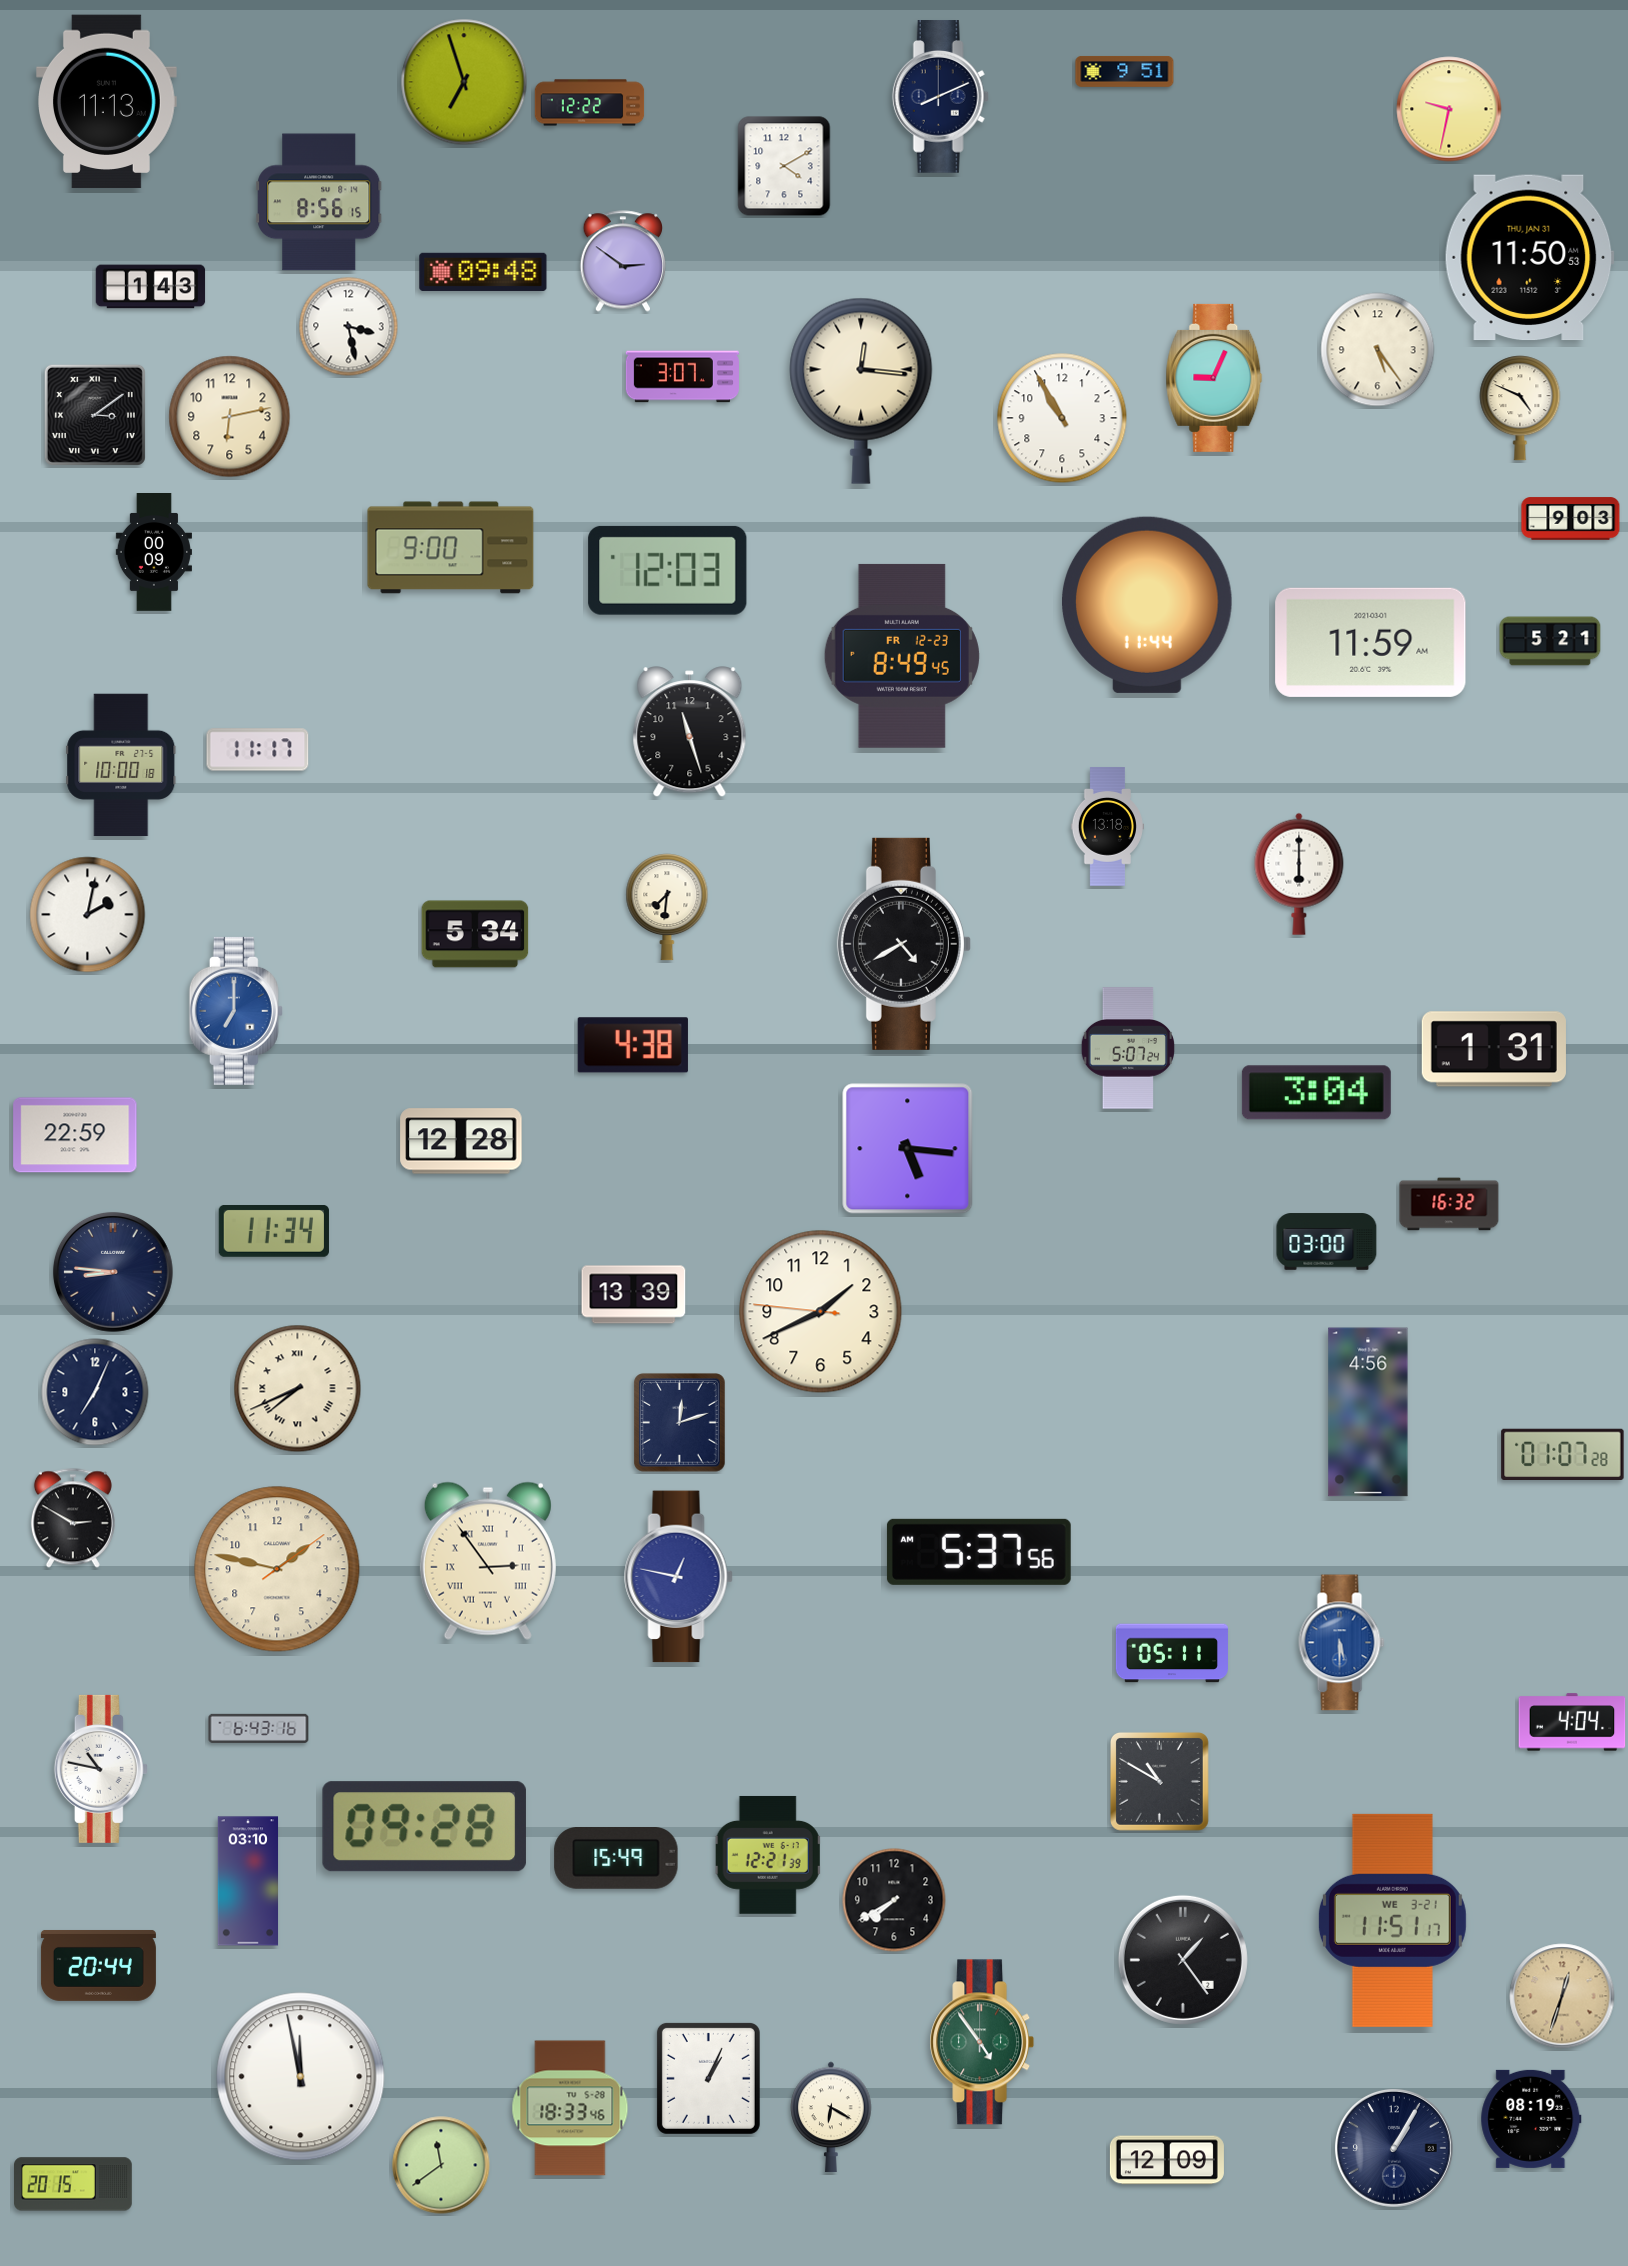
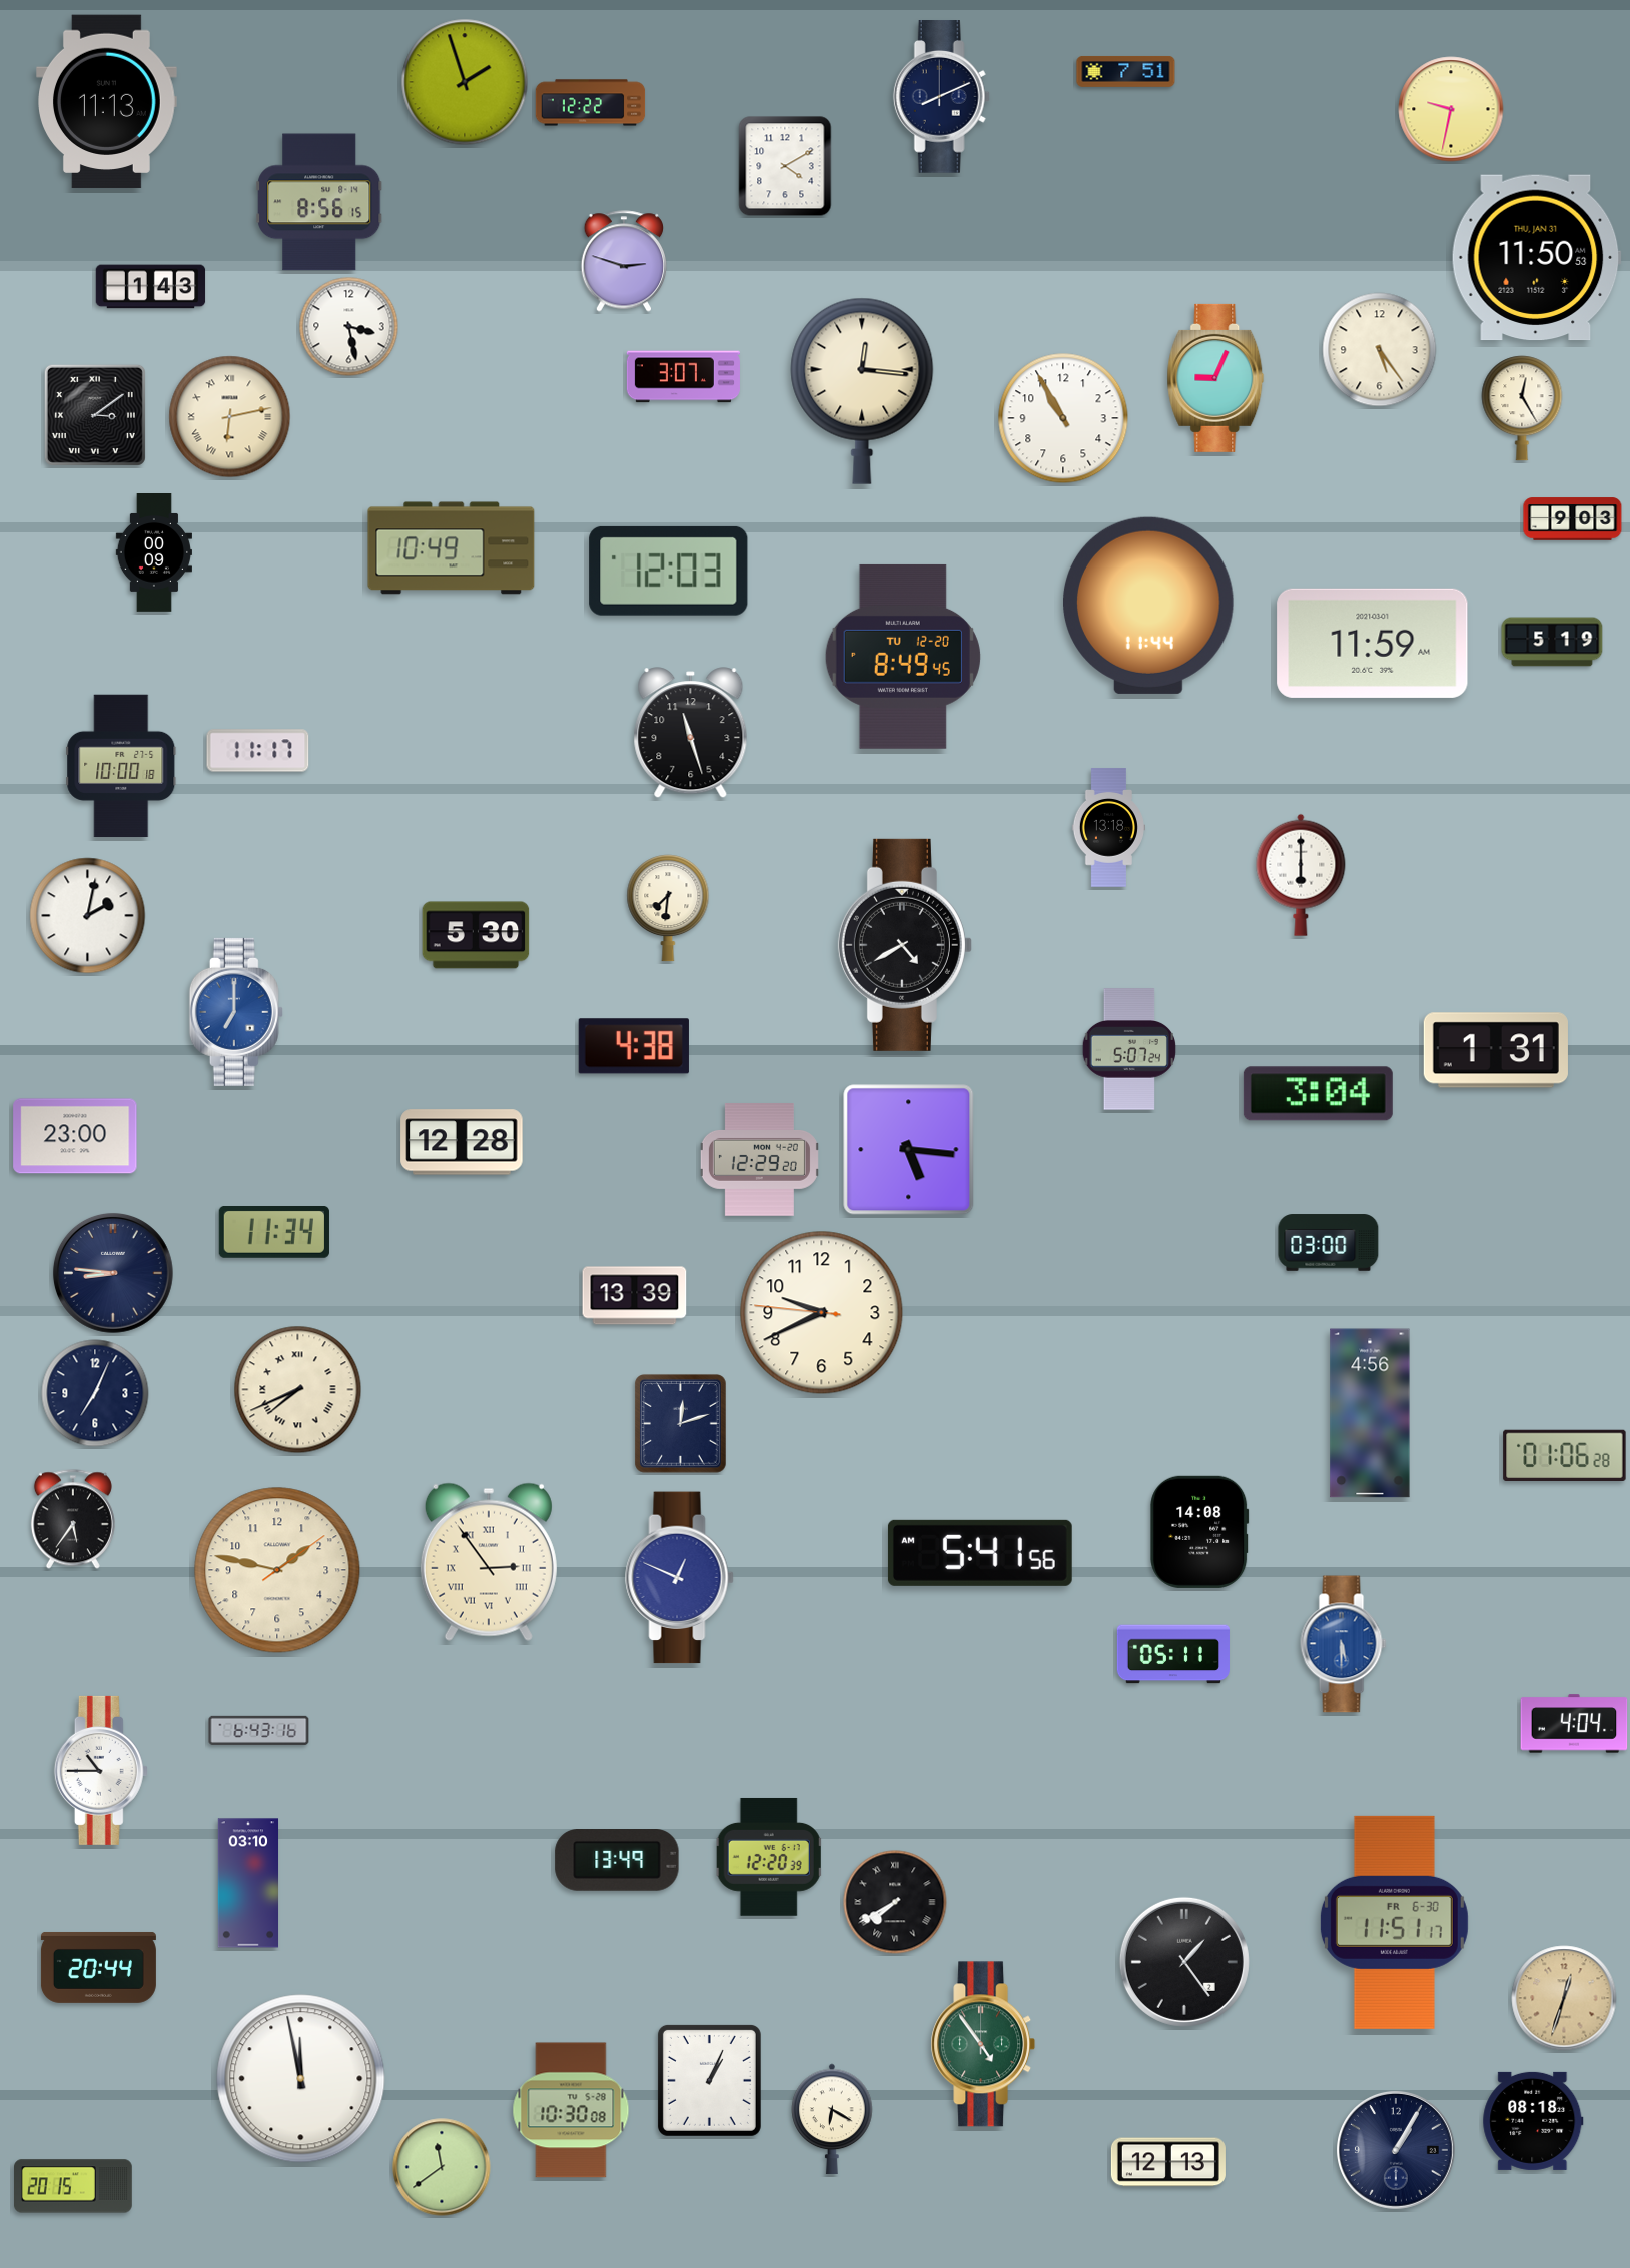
clock at (1125, 71): 9:51 -> 7:51
clock at (464, 82): 6:57 -> 1:57
clock at (1529, 258) position: (1529, 258) -> (1536, 258)
clock at (623, 261): 2:51 -> 2:48
clock at (483, 272): 09:48 -> none
clock at (1520, 408): 4:49 -> 12:25
clock at (230, 417) numerals: Arabic -> Roman
clock at (451, 548): 9:00 -> 10:49
clock at (1550, 641): 5:21 -> 5:19
clock at (902, 656) date: FR 12-23 -> TU 12-20
clock at (475, 934): 5:34 -> 5:30
clock at (75, 1135): 22:59 -> 23:00
clock at (759, 1160): none -> 12:29
clock at (1449, 1204): 16:32 -> none
clock at (821, 1312): 1:40 -> 9:40
clock at (1563, 1455): 01:07 -> 01:06
clock at (73, 1518): 2:50 -> 5:36
clock at (1199, 1532): none -> 14:08
clock at (979, 1552): 5:37 -> 5:41
clock at (679, 1577): 12:47 -> 12:49
clock at (101, 1769): 10:47 -> 10:45
clock at (1159, 1781): 10:50 -> none
clock at (424, 1827): 09:28 -> none
clock at (768, 1855): 12:21 -> 12:20
clock at (616, 1859): 15:49 -> 13:49
clock at (894, 1900) numerals: Arabic -> Roman
clock at (1392, 1920) date: WE 3-21 -> FR 6-30
clock at (570, 2108): 18:33 -> 10:30
clock at (1531, 2119): 08:19 -> 08:18
clock at (1167, 2160): 12:09 -> 12:13
